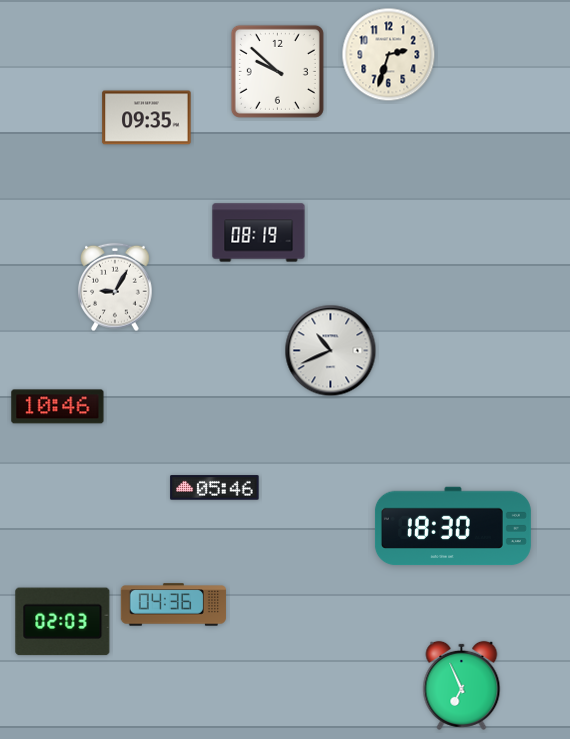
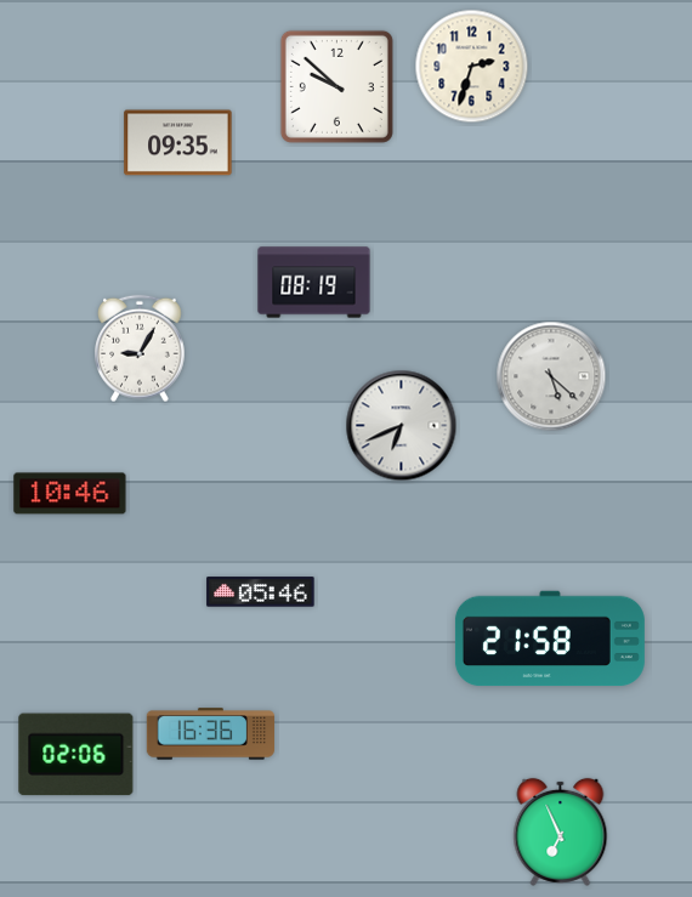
clock at (551, 376): none -> 5:22
clock at (331, 351): 10:41 -> 6:41
clock at (453, 526): 18:30 -> 21:58
clock at (173, 605): 04:36 -> 16:36
clock at (63, 622): 02:03 -> 02:06
